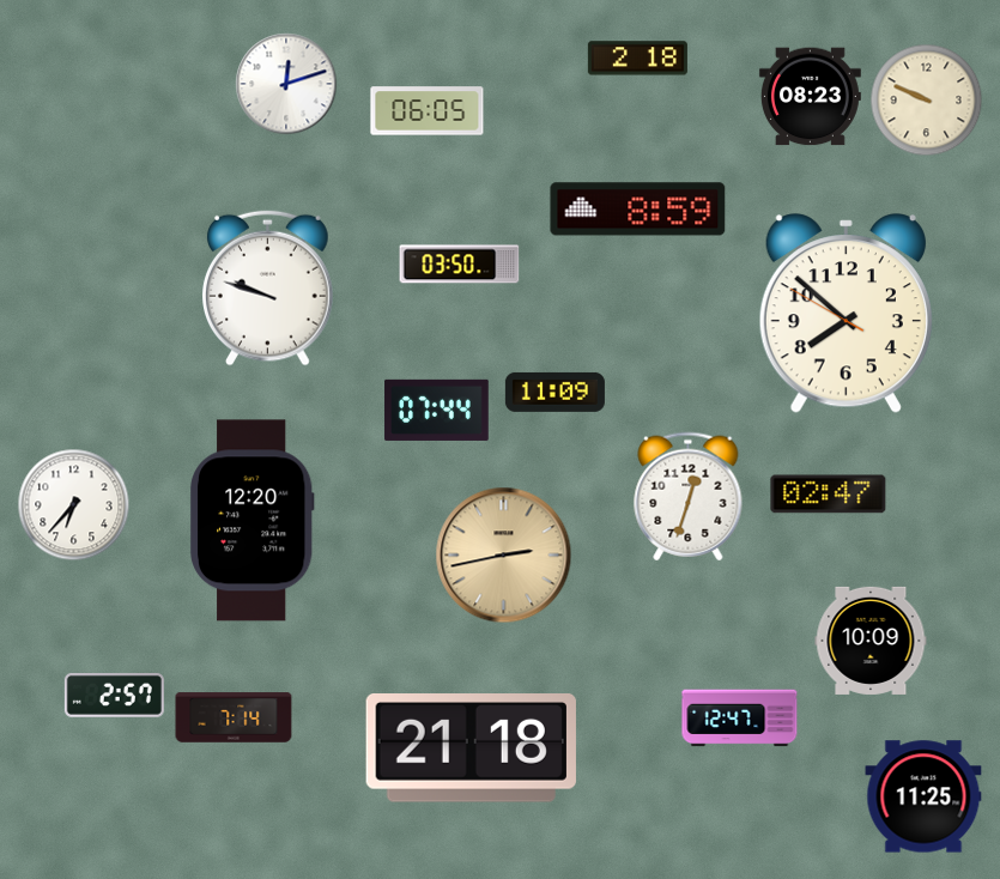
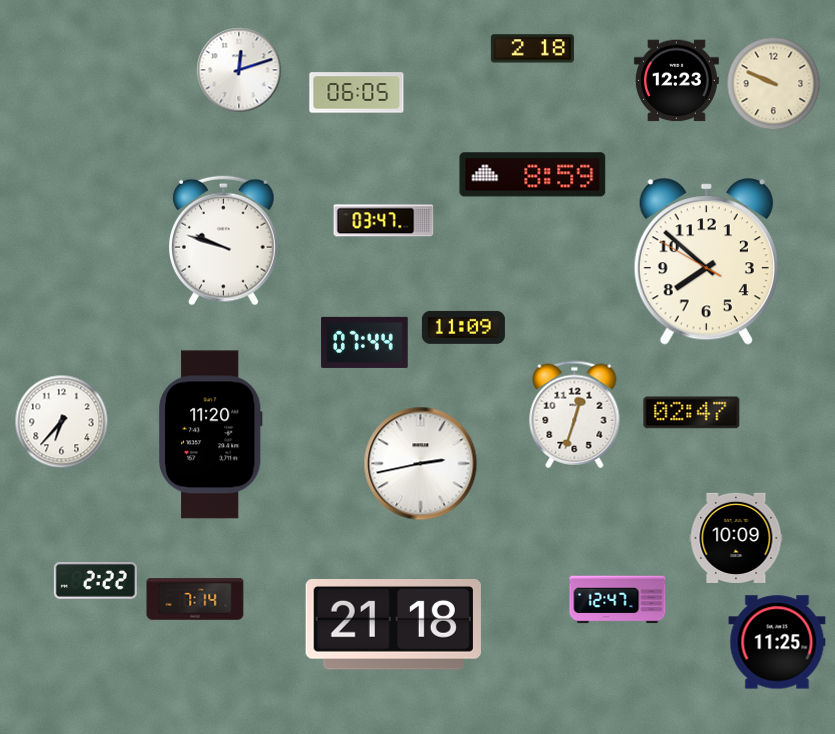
clock at (810, 97): 08:23 -> 12:23
clock at (460, 265): 03:50 -> 03:47
clock at (251, 521): 12:20 -> 11:20
clock at (504, 556) dial: champagne -> white
clock at (871, 641) position: (871, 641) -> (736, 538)
clock at (114, 696): 2:57 -> 2:22
clock at (923, 796) position: (923, 796) -> (777, 642)
